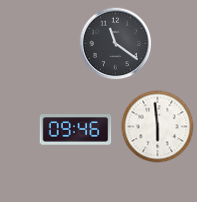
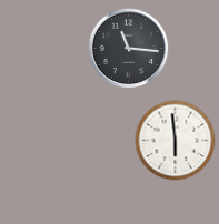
clock at (116, 44): 11:21 -> 11:16
clock at (76, 130): 09:46 -> none
